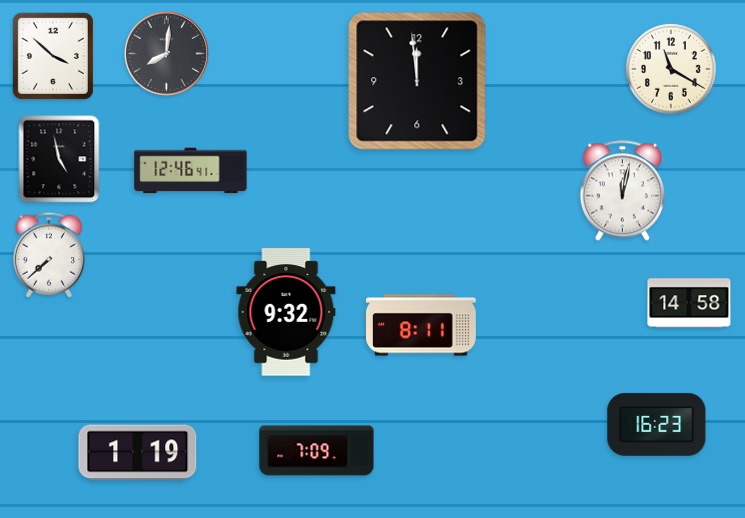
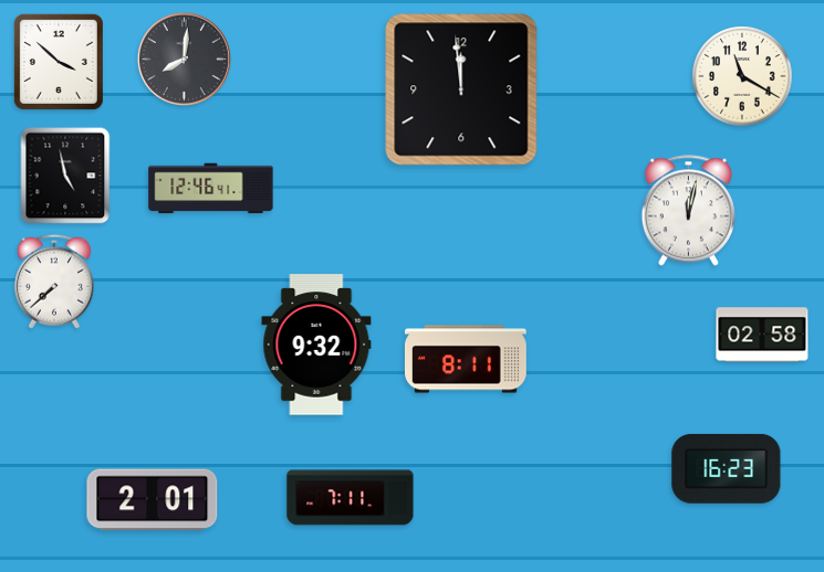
clock at (689, 303): 14:58 -> 02:58
clock at (317, 451): 7:09 -> 7:11
clock at (138, 453): 1:19 -> 2:01
